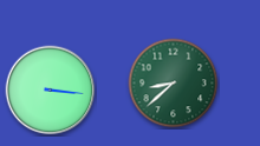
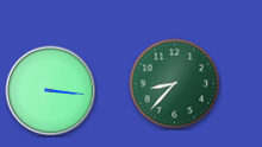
clock at (174, 84): 8:38 -> 8:37
